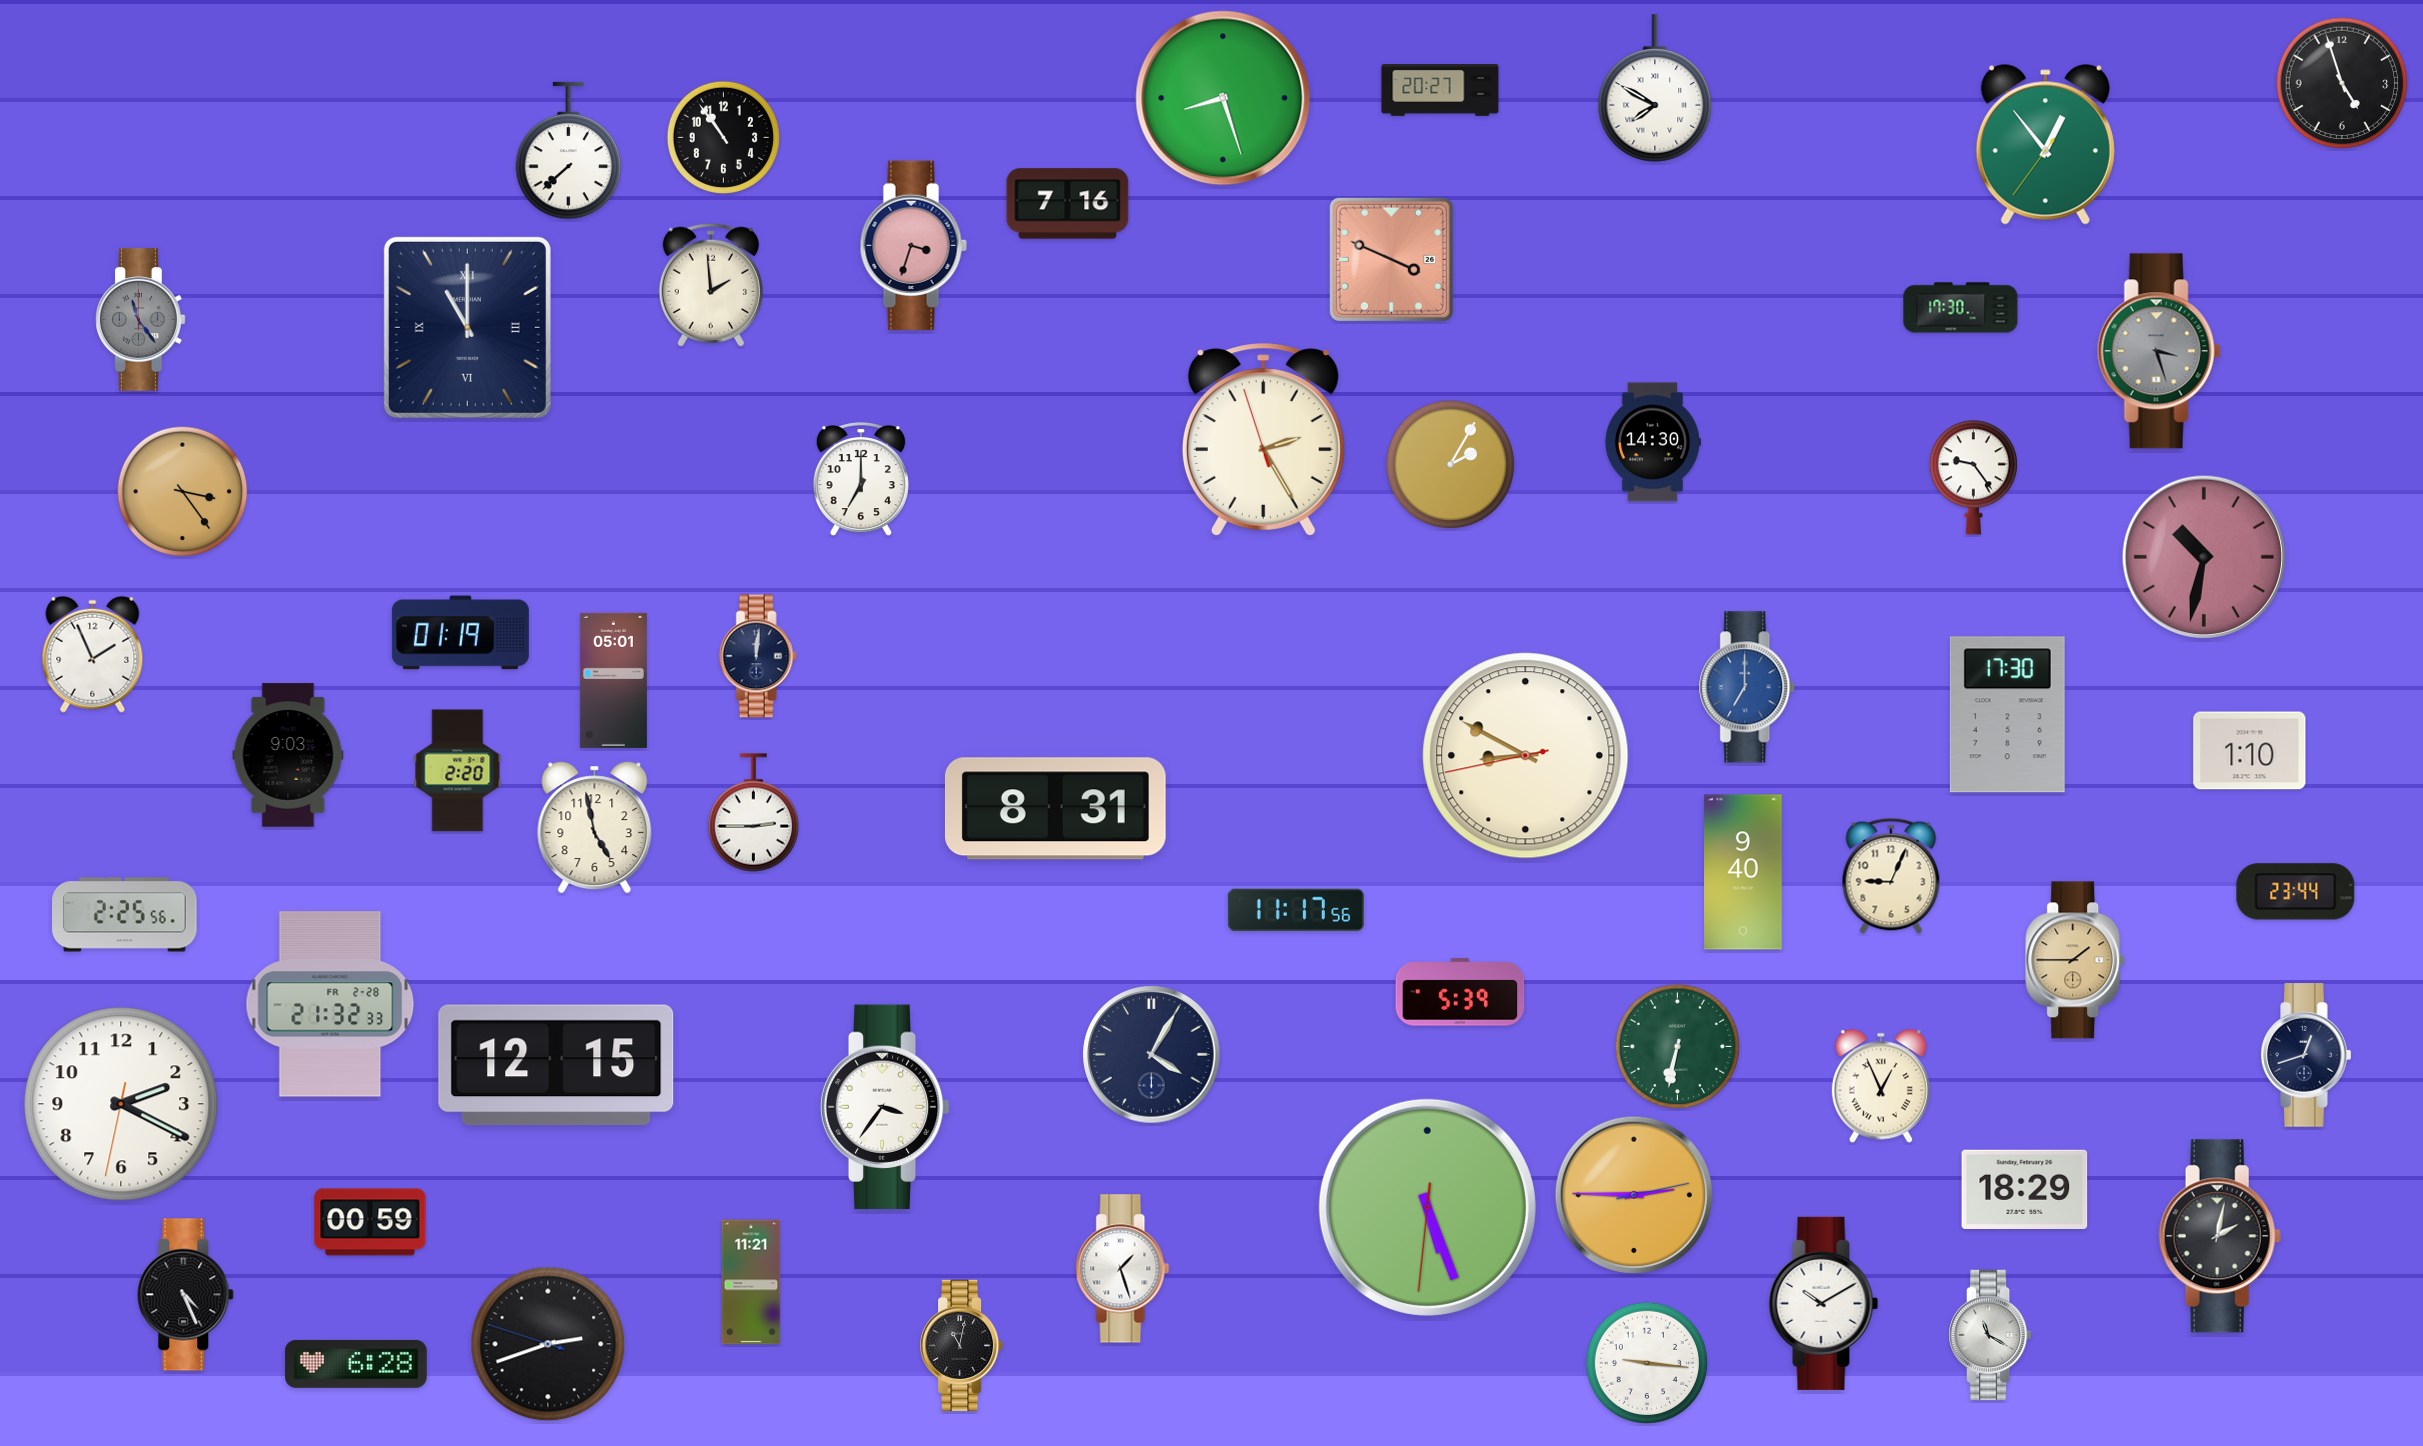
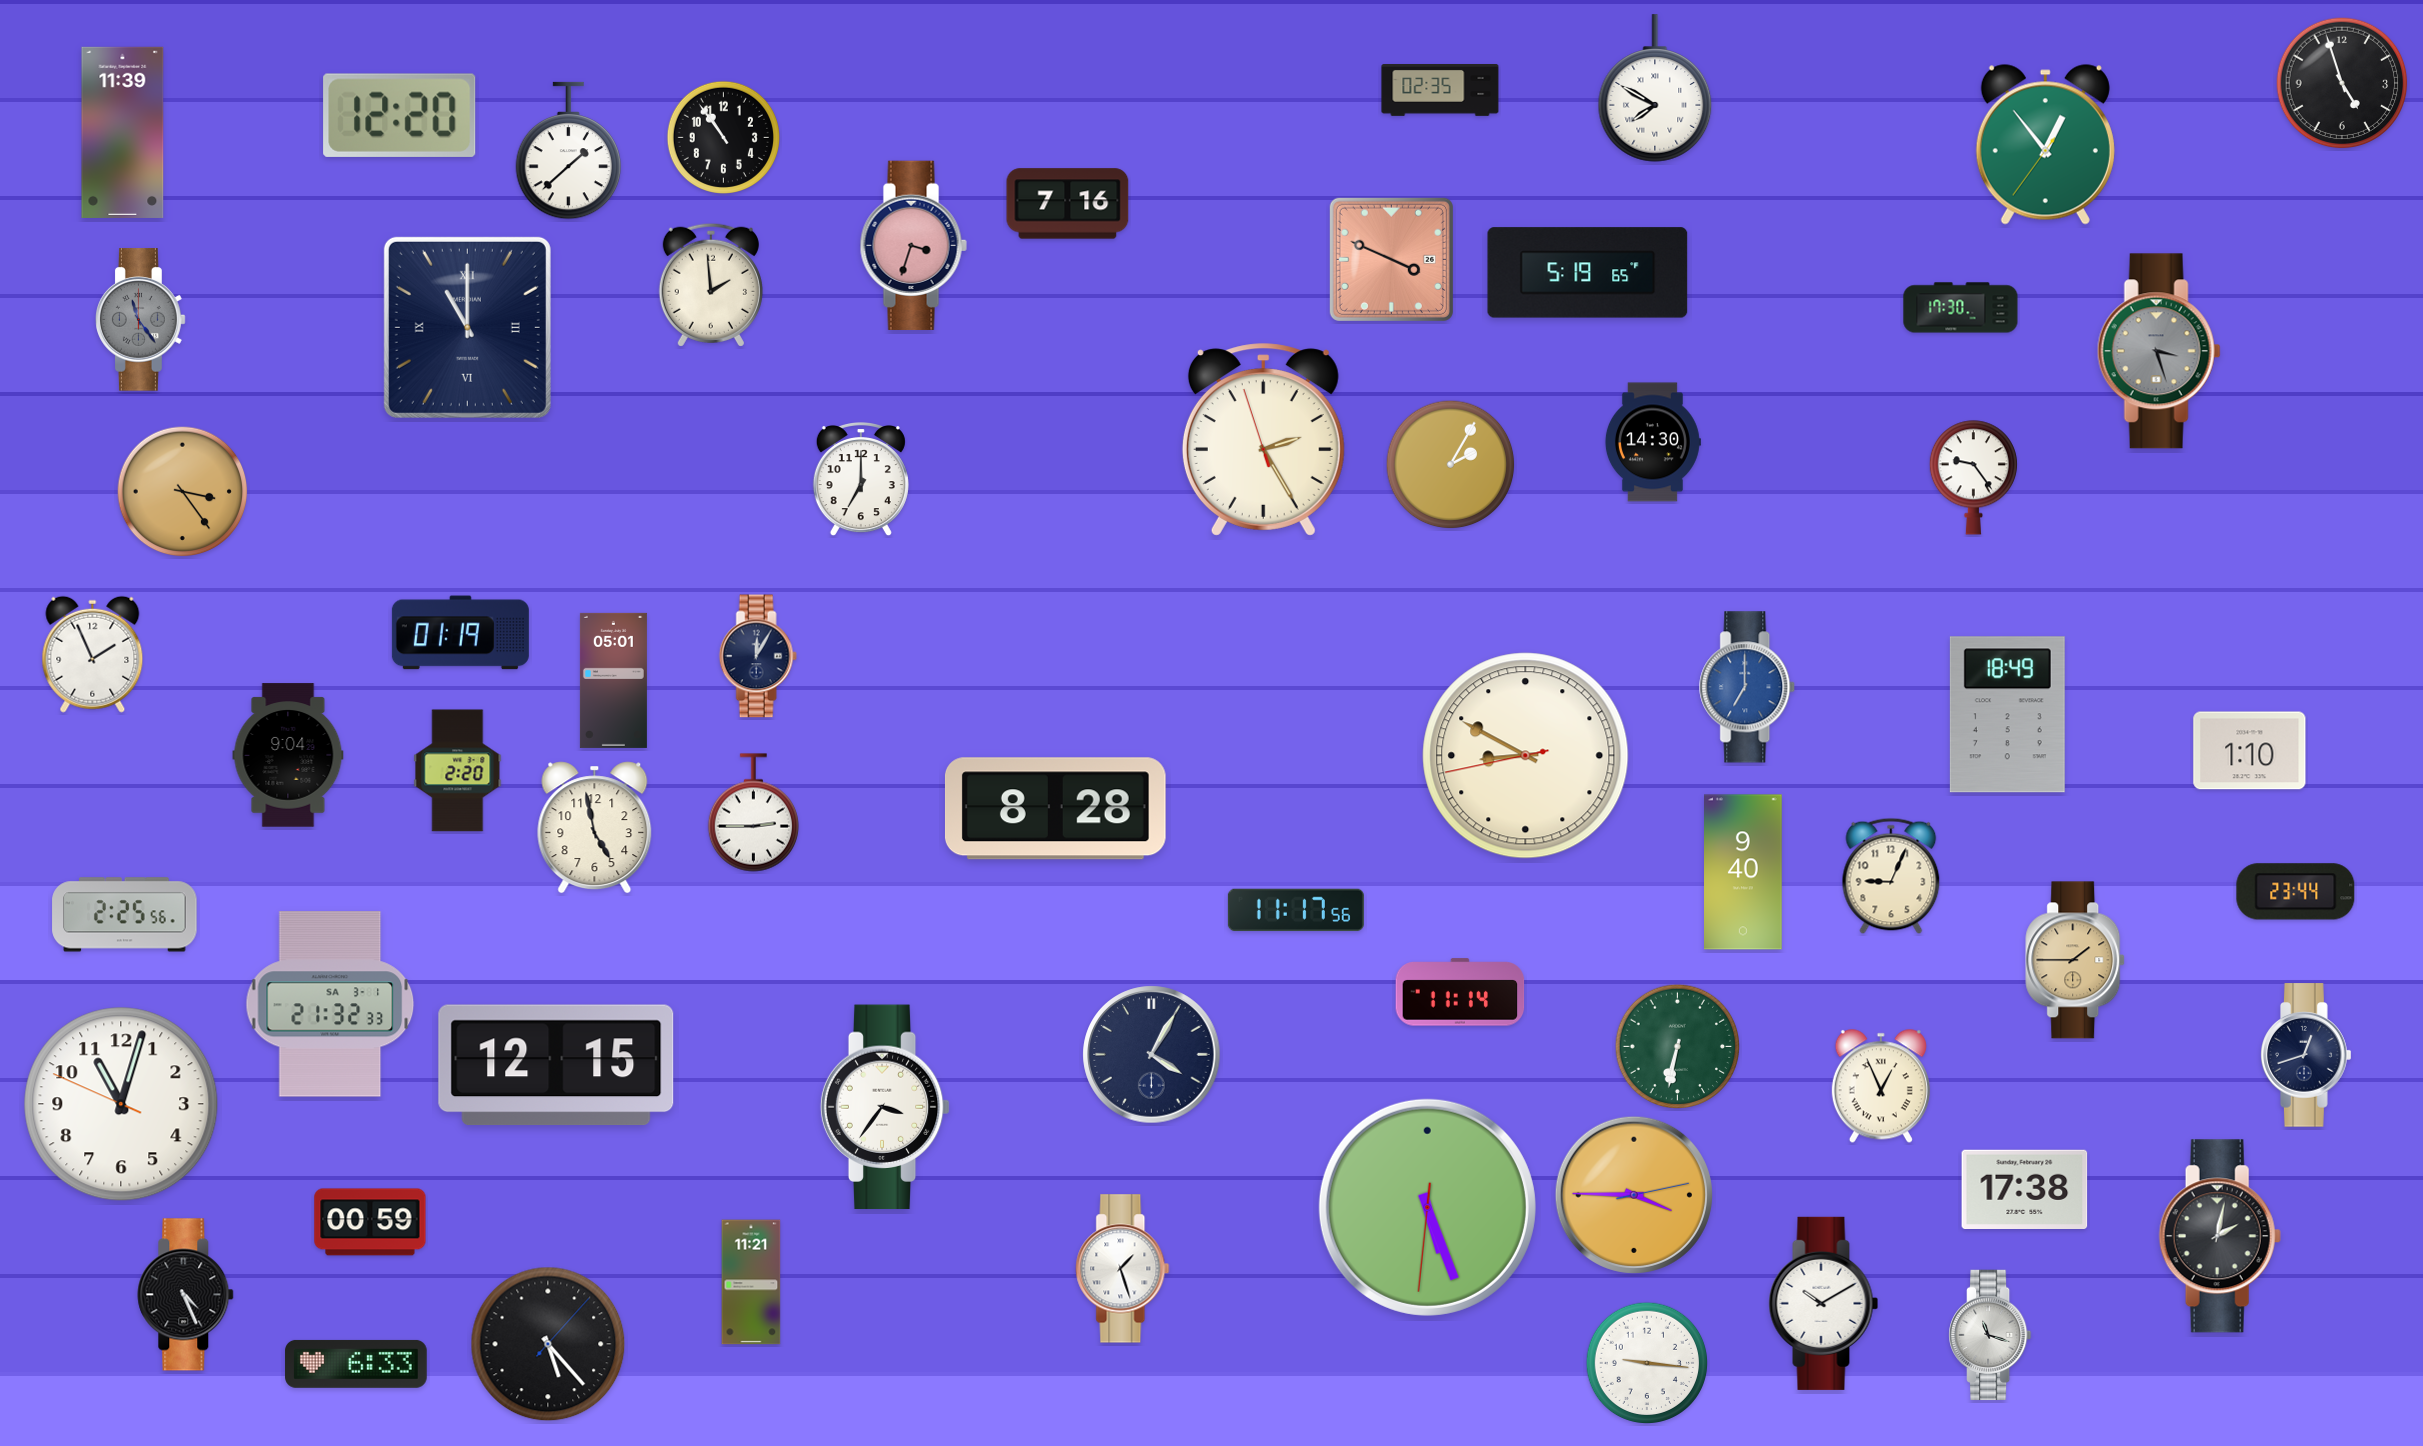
clock at (1440, 91): 20:27 -> 02:35
clock at (1223, 98): 8:27 -> none
clock at (400, 115): none -> 12:20
clock at (123, 132): none -> 11:39
clock at (569, 151): 7:38 -> 1:38
clock at (1588, 273): none -> 5:19
clock at (2204, 557): 10:32 -> none
clock at (758, 656): 12:01 -> 12:05
clock at (2007, 715): 17:30 -> 18:49
clock at (288, 755): 9:03 -> 9:04
clock at (1055, 809): 8:31 -> 8:28
clock at (1460, 992): 5:39 -> 11:14
clock at (330, 1004) date: FR 2-28 -> SA 3-1
clock at (121, 1104): 2:19 -> 11:02
clock at (2025, 1189): 18:29 -> 17:38
clock at (1634, 1195): 2:45 -> 3:45
clock at (1991, 1335): 11:20 -> 11:18
clock at (548, 1344): 2:41 -> 5:23
clock at (963, 1345): 11:02 -> none
clock at (356, 1364): 6:28 -> 6:33
